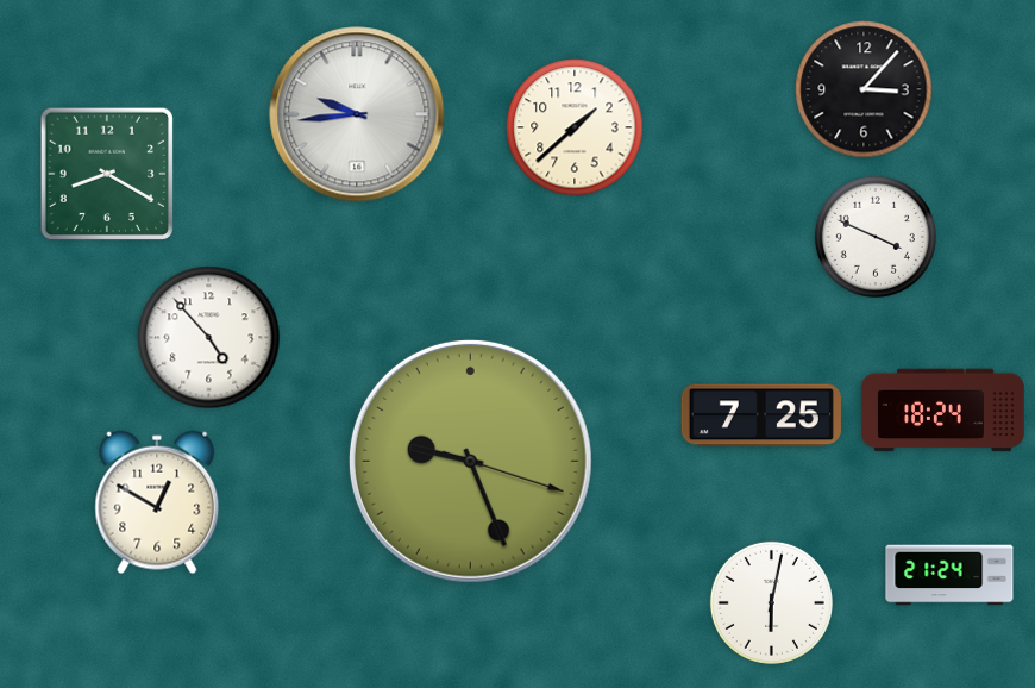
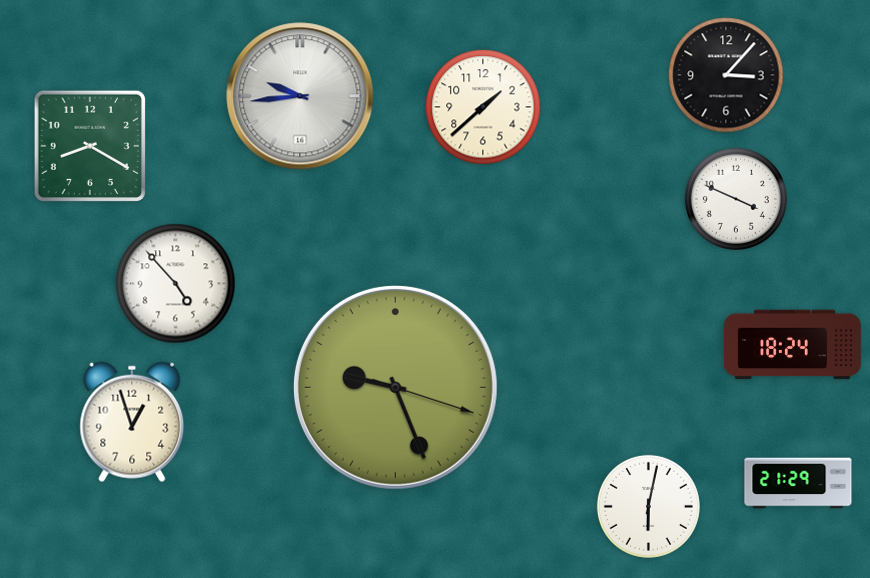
clock at (761, 415): 7:25 -> none
clock at (157, 502): 12:50 -> 12:57
clock at (949, 575): 21:24 -> 21:29
